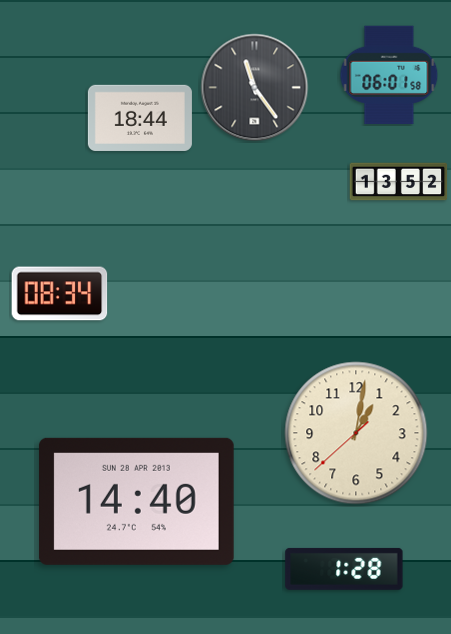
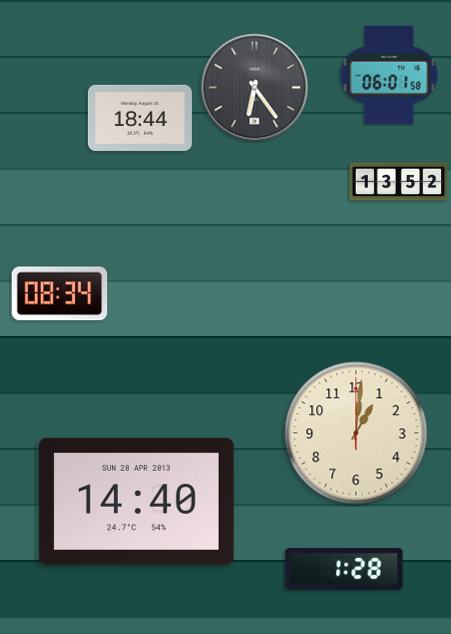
clock at (255, 88): 11:24 -> 6:24
clock at (356, 433): 1:01:38 -> 1:01:00
